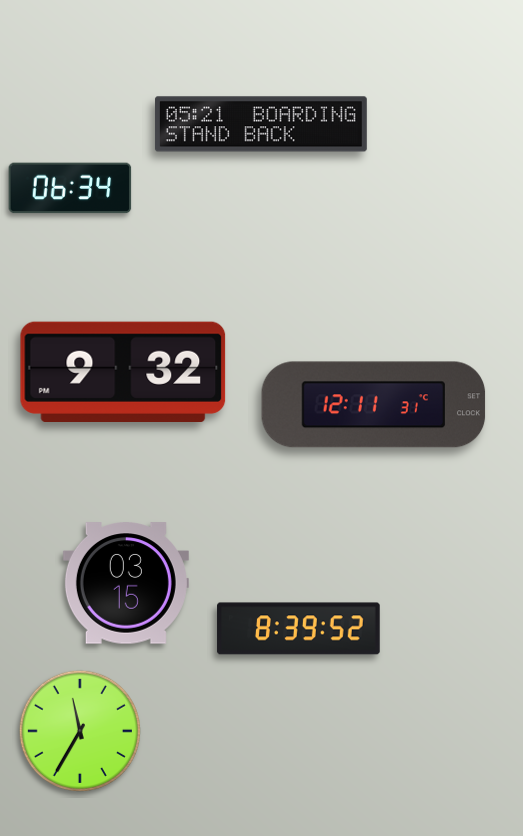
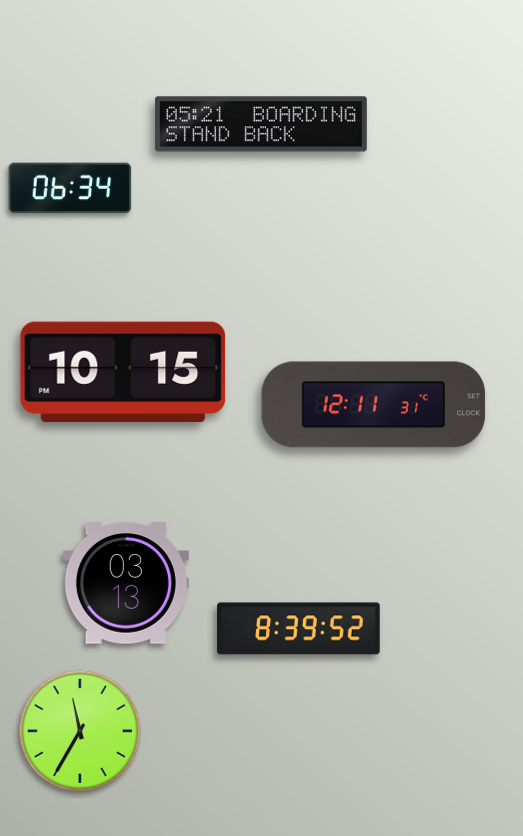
clock at (123, 371): 9:32 -> 10:15
clock at (126, 583): 03:15 -> 03:13
